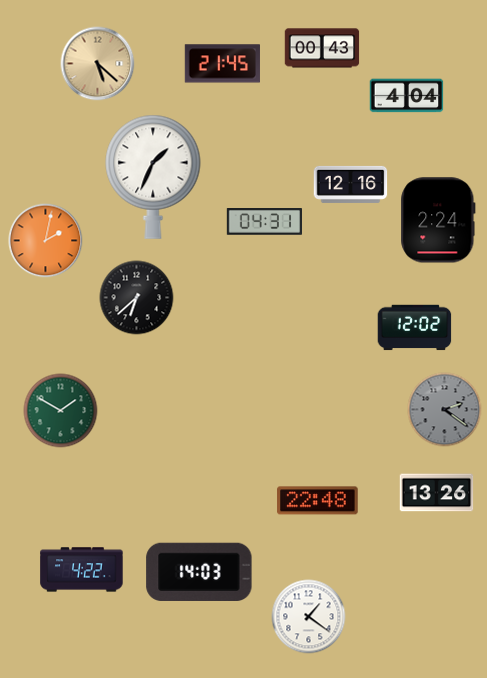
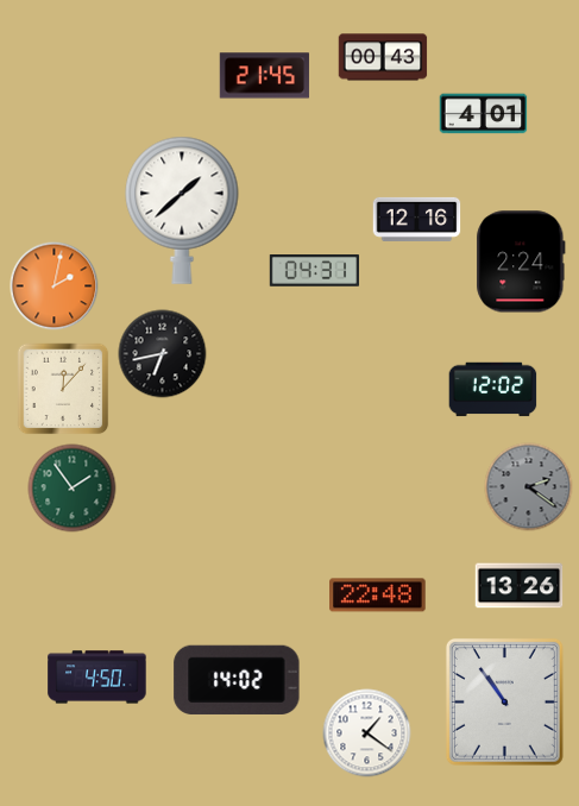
clock at (98, 64): 5:22 -> none
clock at (407, 96): 4:04 -> 4:01
clock at (153, 177): 1:34 -> 1:38
clock at (264, 222) position: (264, 222) -> (314, 271)
clock at (137, 298): 6:38 -> 6:43
clock at (63, 389): none -> 12:07
clock at (61, 411): 1:50 -> 1:54
clock at (82, 570): 4:22 -> 4:50
clock at (199, 571): 14:03 -> 14:02
clock at (504, 701): none -> 10:54
